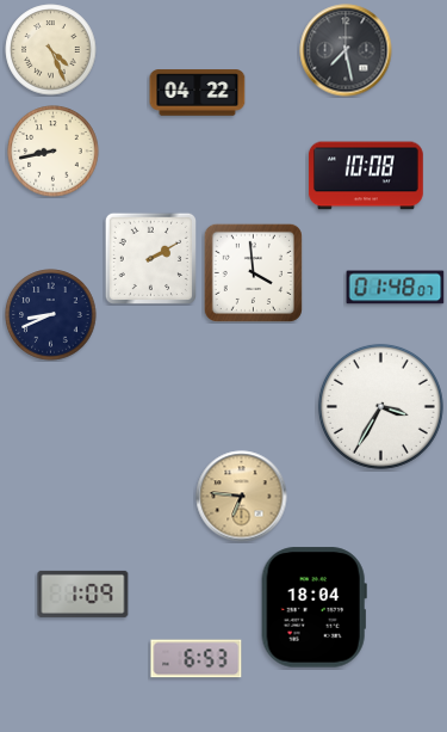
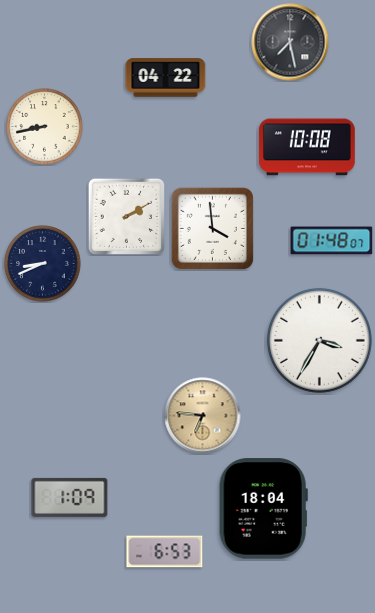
clock at (51, 50): 4:26 -> none
